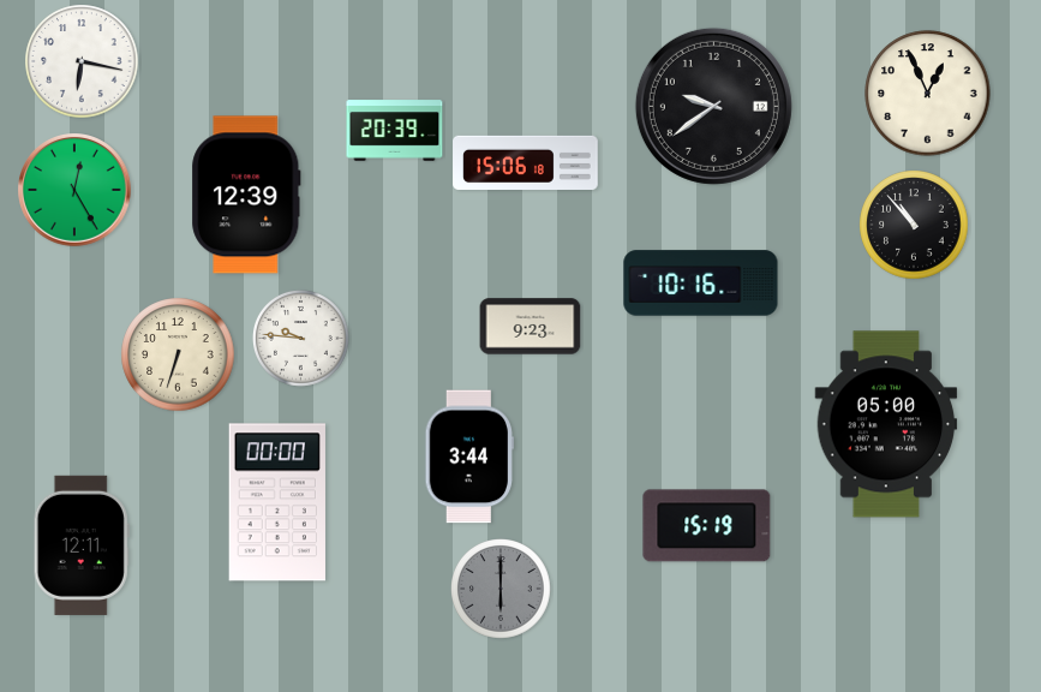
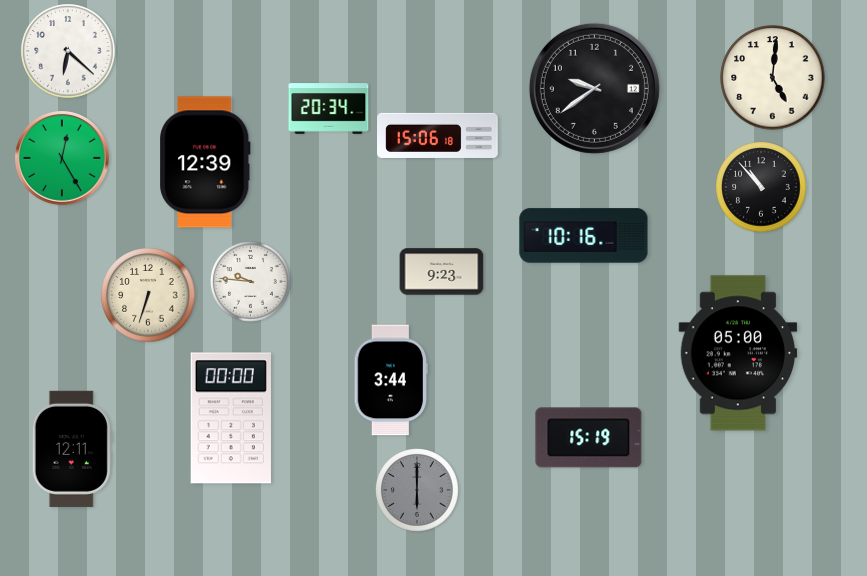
clock at (82, 61): 6:17 -> 6:22
clock at (928, 94): 12:56 -> 5:01
clock at (395, 131): 20:39 -> 20:34
clock at (82, 545) position: (82, 545) -> (72, 449)
